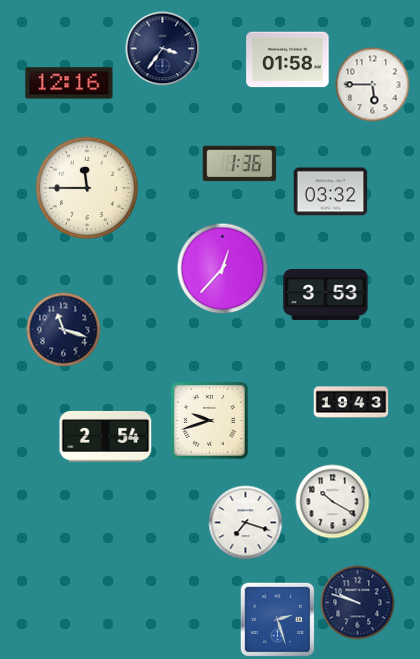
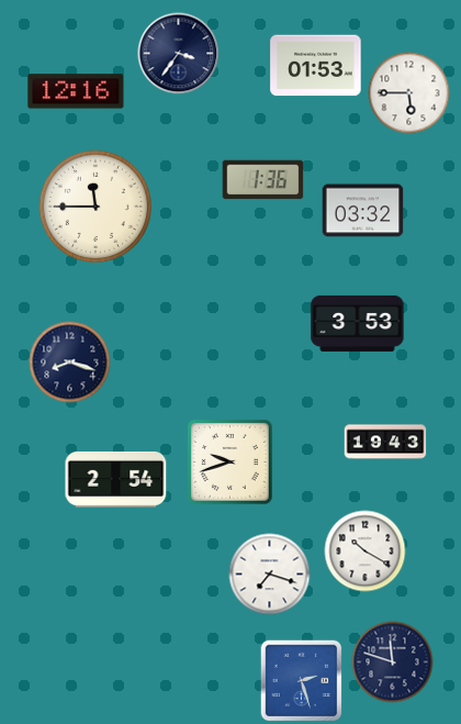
clock at (288, 60): 01:58 -> 01:53
clock at (223, 269): 12:37 -> none
clock at (64, 330): 11:18 -> 8:18
clock at (358, 603): 9:48 -> 11:48
clock at (278, 620) position: (278, 620) -> (302, 681)
